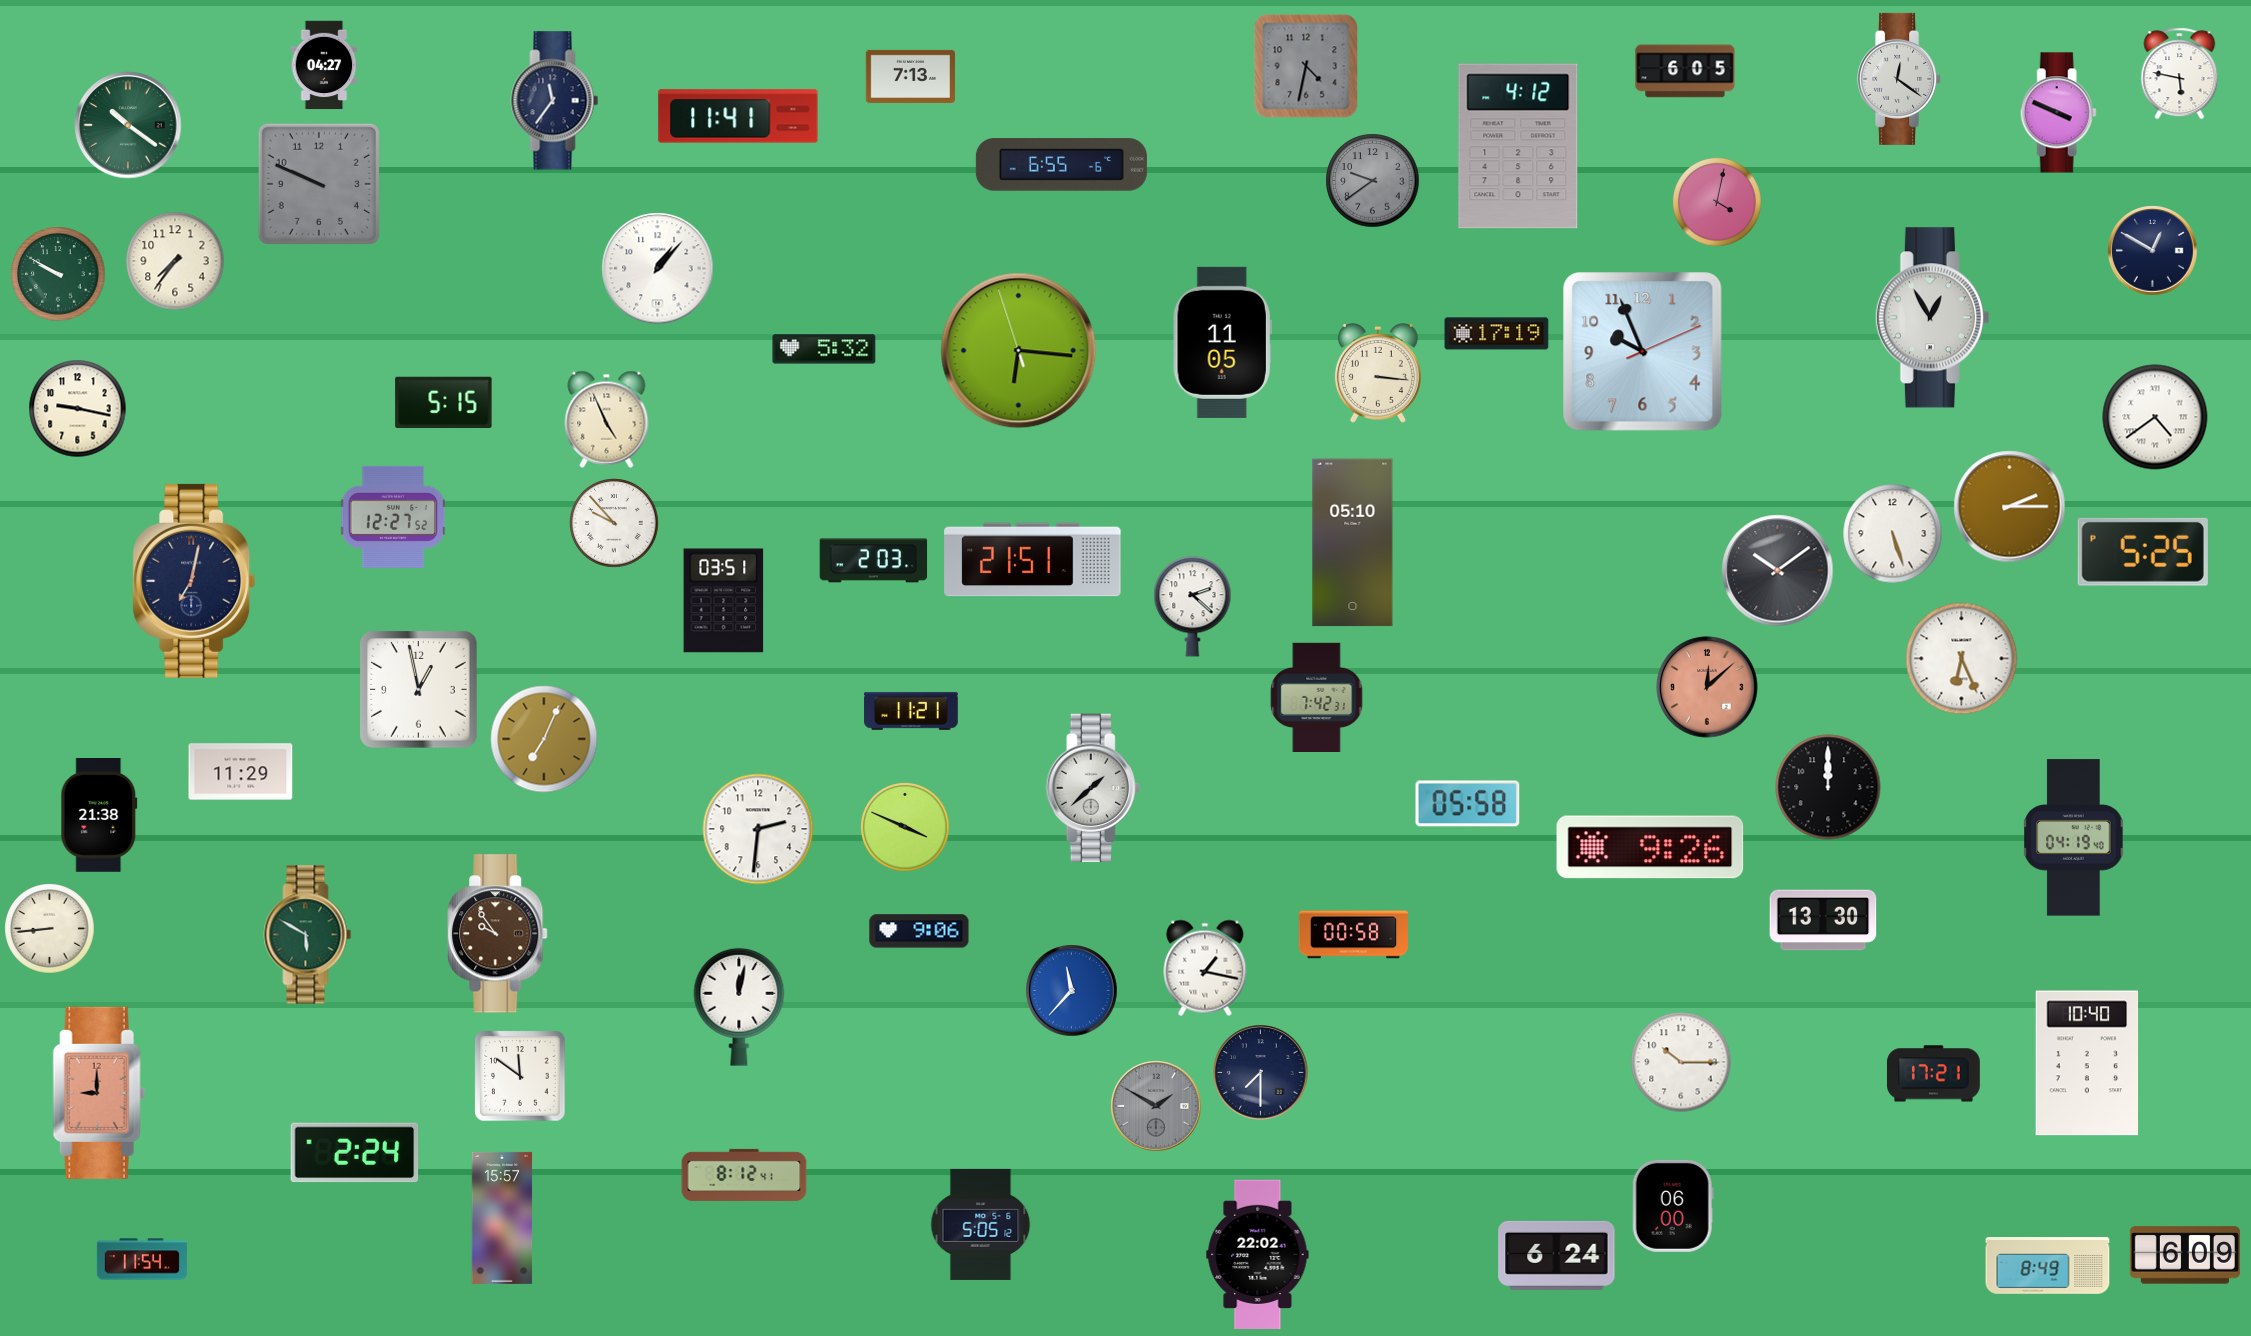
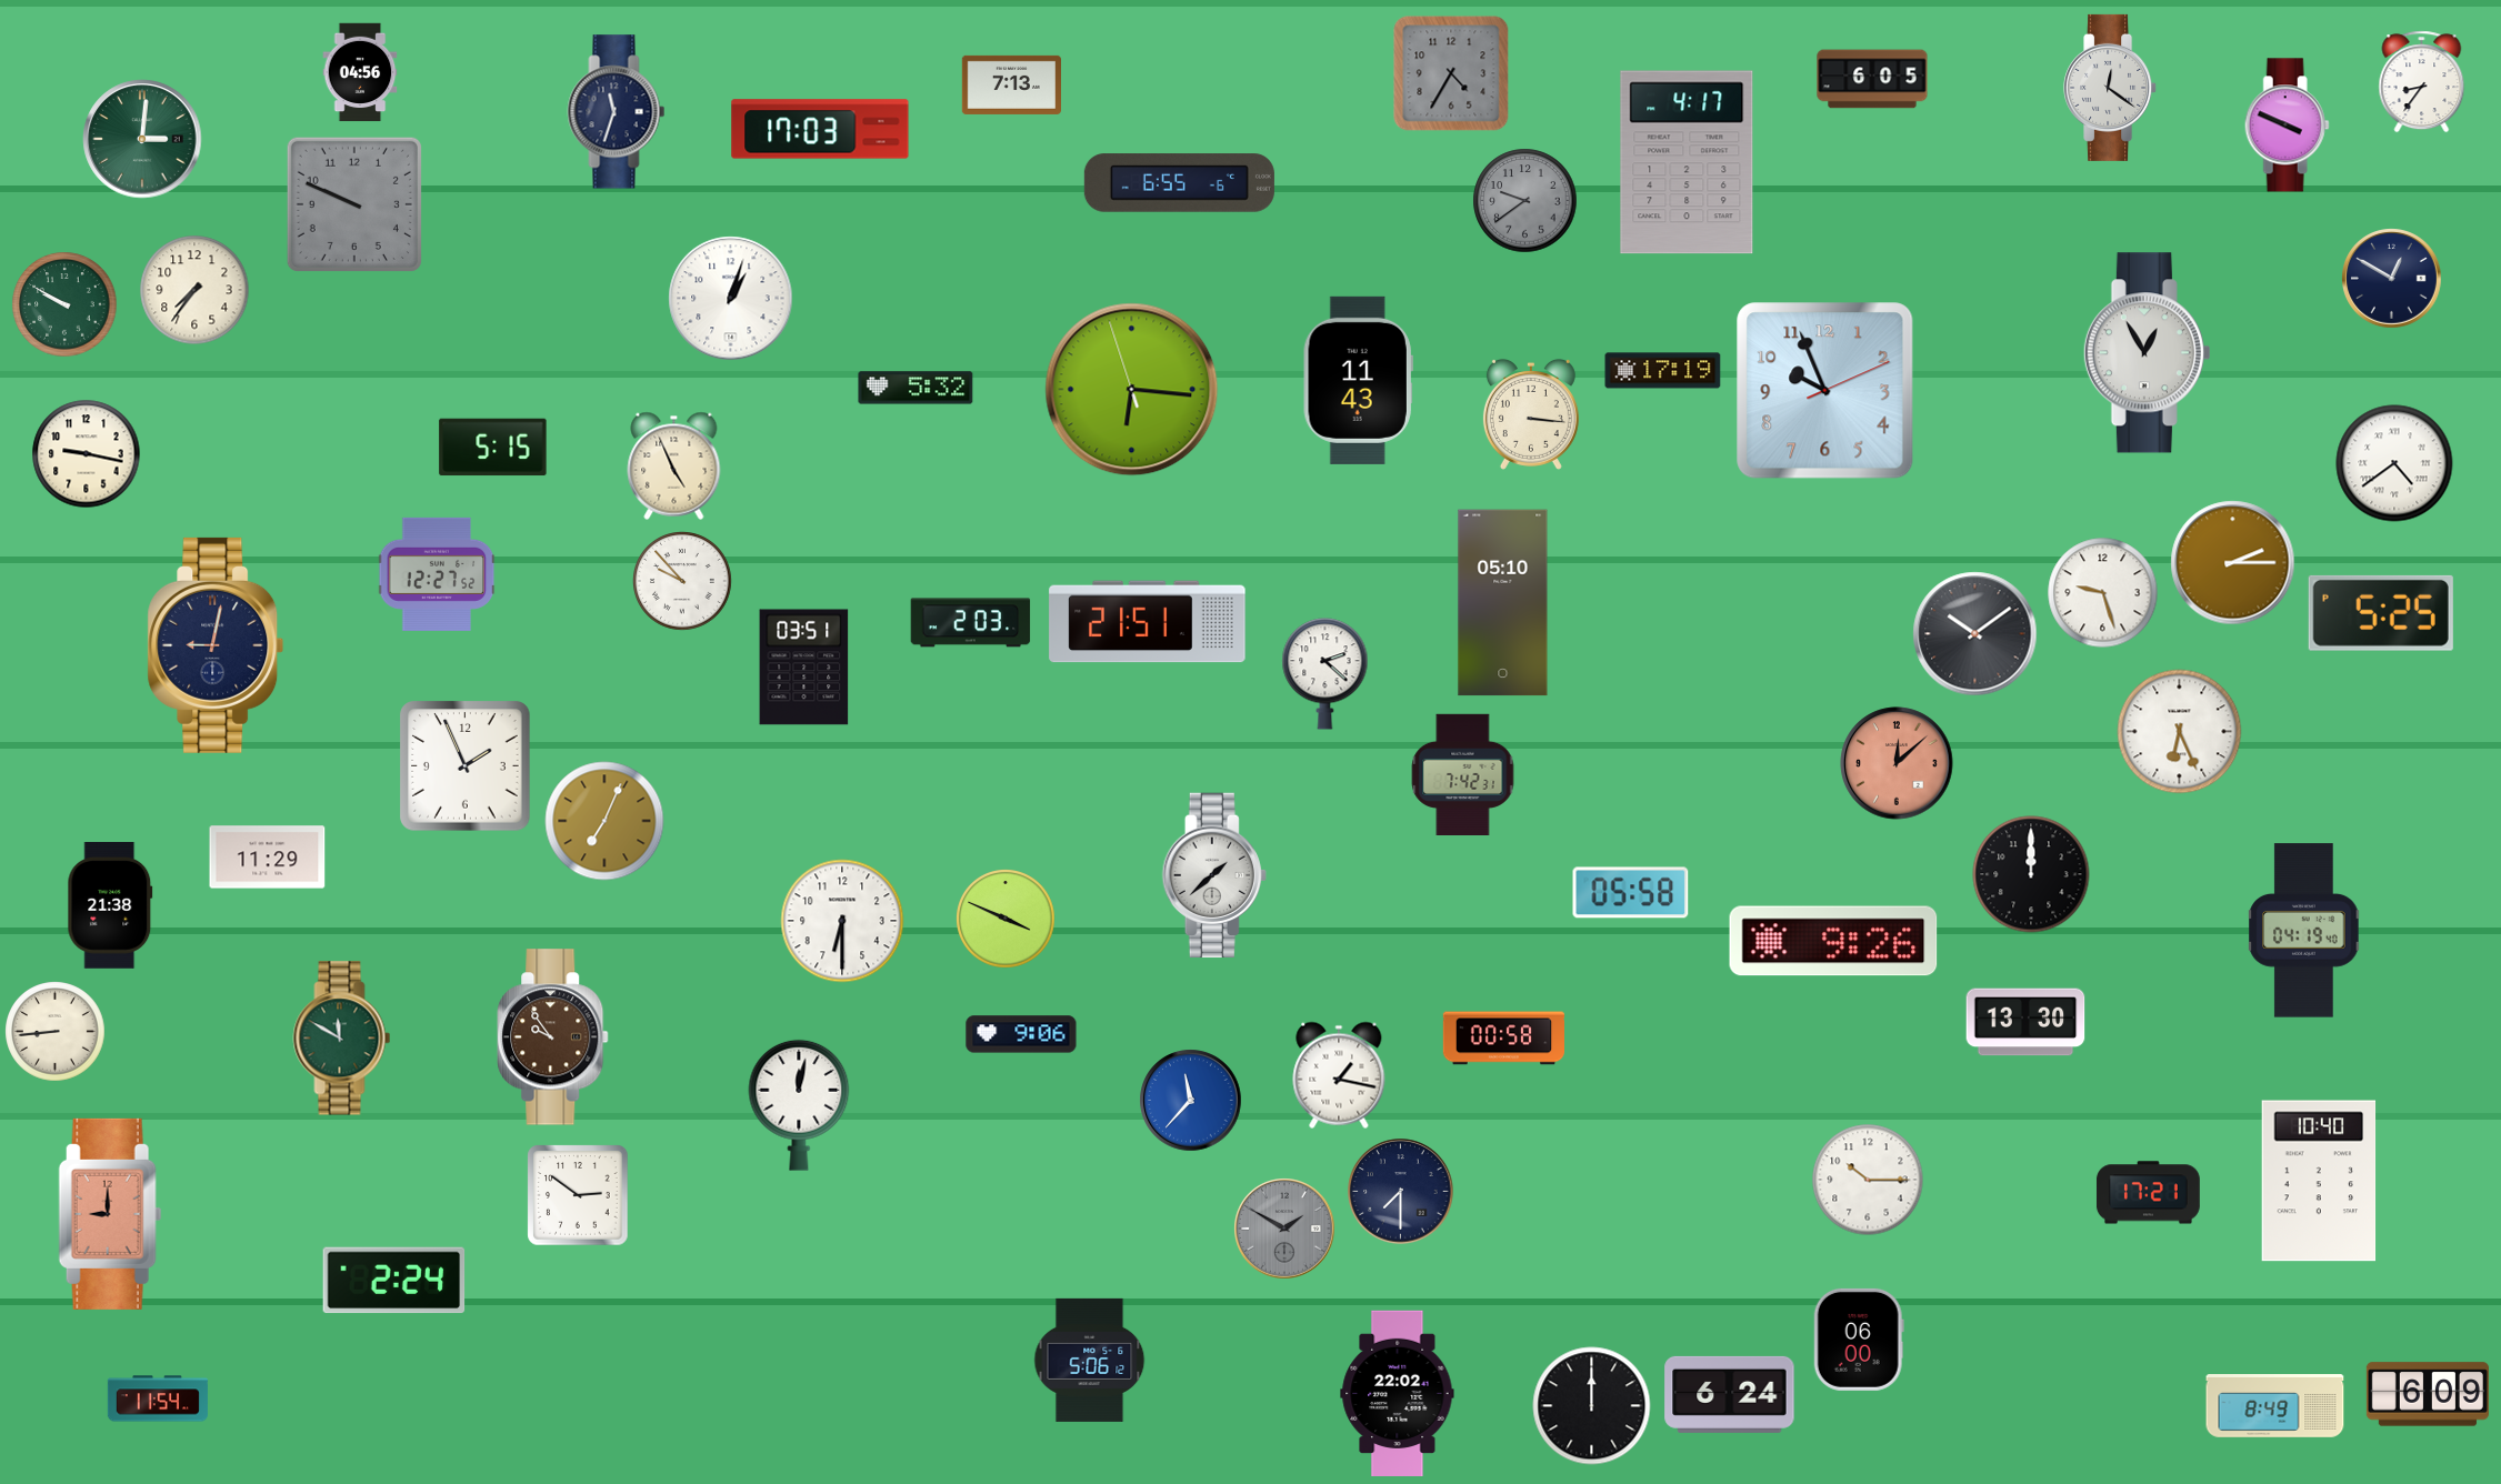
clock at (324, 65): 04:27 -> 04:56
clock at (1306, 66): 4:32 -> 4:35
clock at (2180, 74): 5:47 -> 8:36
clock at (555, 101): 11:36 -> 11:33
clock at (738, 116): 11:41 -> 17:03
clock at (128, 125): 10:21 -> 3:01
clock at (1518, 146): 4:12 -> 4:17
clock at (1717, 202): 4:02 -> none
clock at (658, 269): 1:07 -> 1:03
clock at (1222, 342): 11:05 -> 11:43
clock at (1893, 534): 5:27 -> 9:27
clock at (194, 581): 7:02 -> 9:02
clock at (419, 690): 12:58 -> 1:56
clock at (911, 711): 11:21 -> none
clock at (758, 829): 2:31 -> 6:30
clock at (308, 935): 5:50 -> 11:50
clock at (739, 1007) position: (739, 1007) -> (799, 1105)
clock at (520, 1076): 11:51 -> 2:51
clock at (744, 1175): 8:12 -> none
clock at (502, 1218): 15:57 -> none
clock at (981, 1224): 5:05 -> 5:06
clock at (1592, 1406): none -> 12:00
